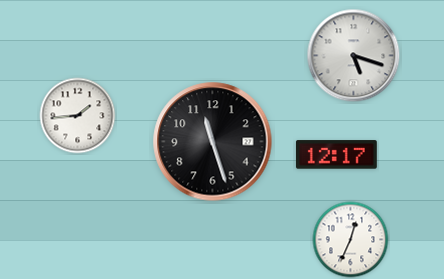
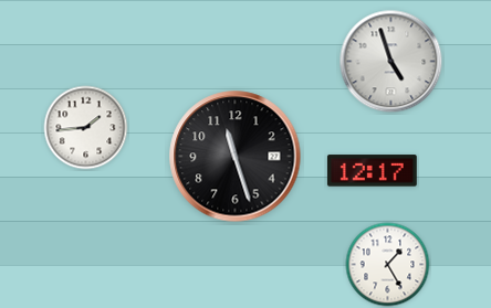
clock at (354, 56): 5:18 -> 4:57
clock at (351, 240): 12:34 -> 1:25
